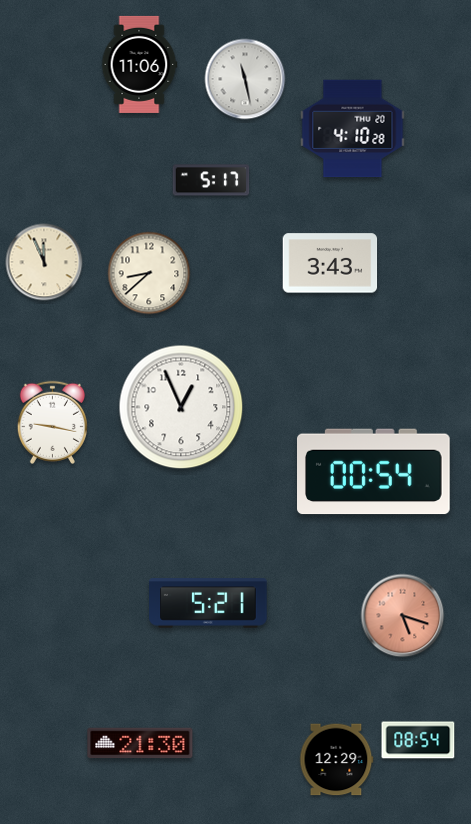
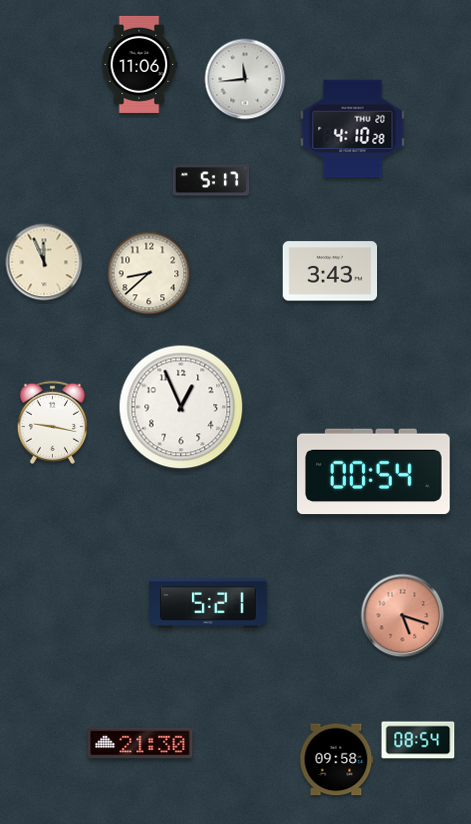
clock at (245, 79): 11:28 -> 11:44
clock at (330, 263) position: (330, 263) -> (330, 271)
clock at (337, 760): 12:29 -> 09:58
